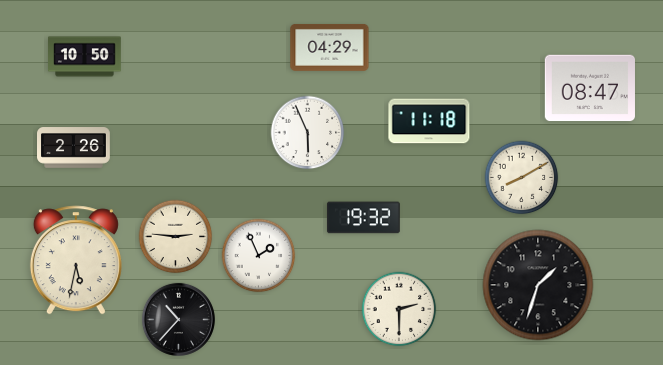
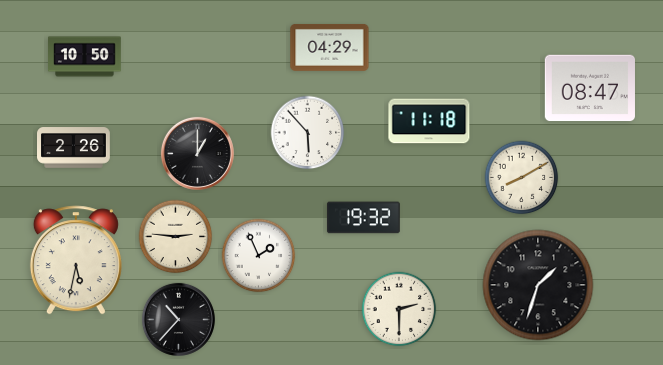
clock at (308, 133): 5:56 -> 5:53
clock at (197, 153): none -> 1:00
